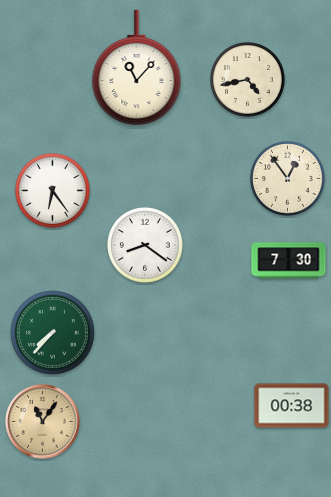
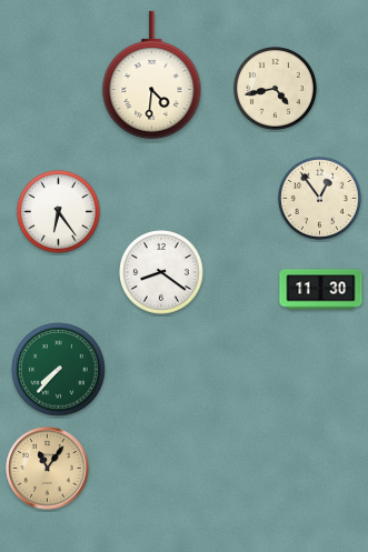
clock at (137, 68): 11:07 -> 4:31
clock at (289, 261): 7:30 -> 11:30
clock at (292, 406): 00:38 -> none
